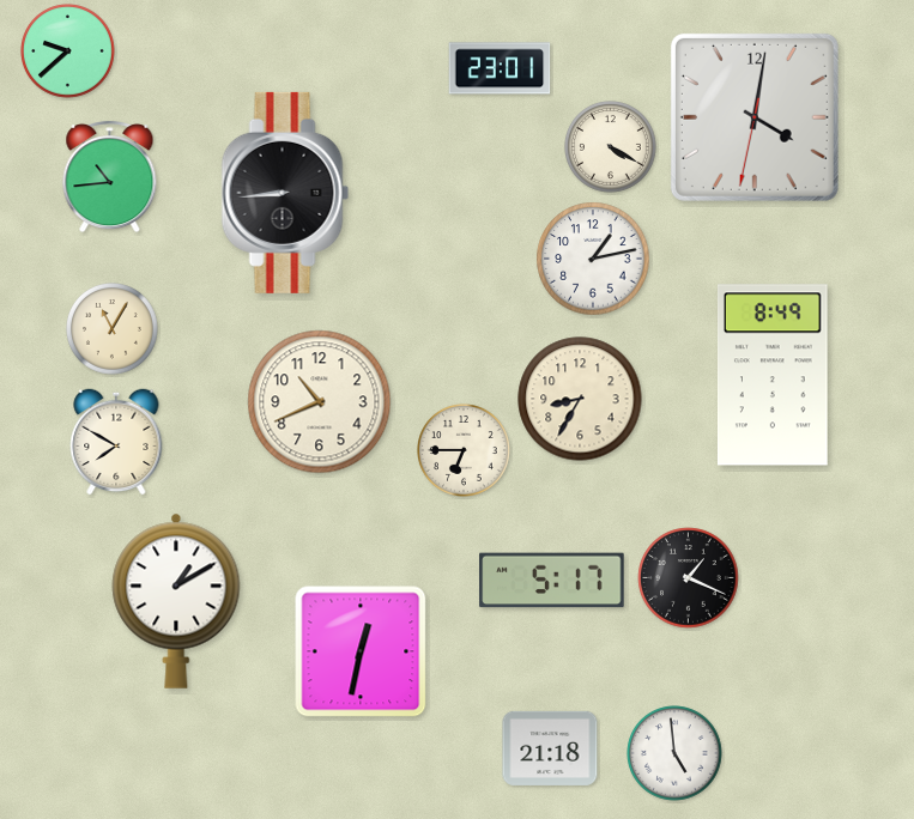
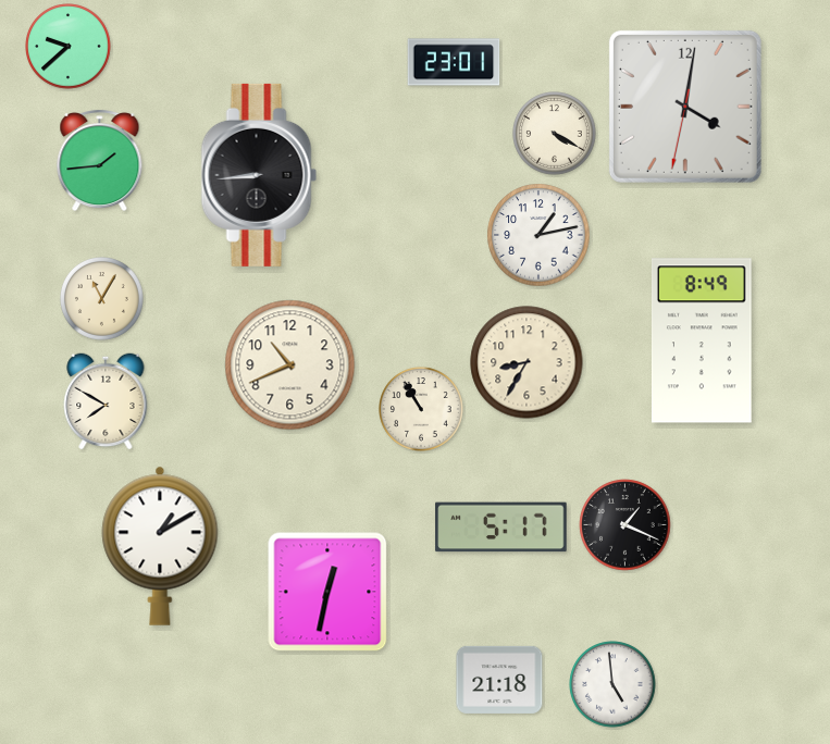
clock at (68, 51) position: (68, 51) -> (69, 47)
clock at (110, 177): 10:44 -> 1:44
clock at (465, 451): 6:45 -> 10:55
